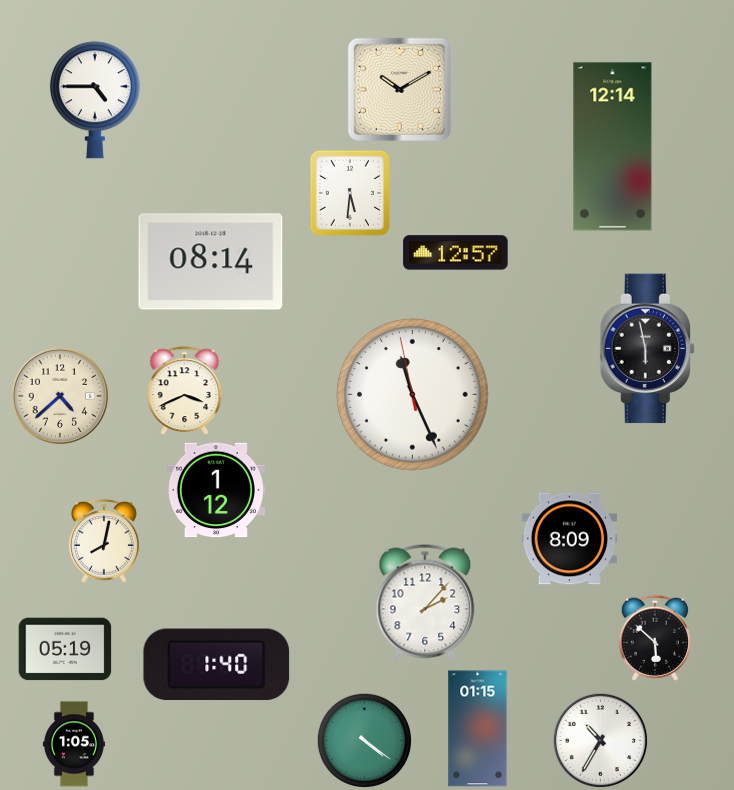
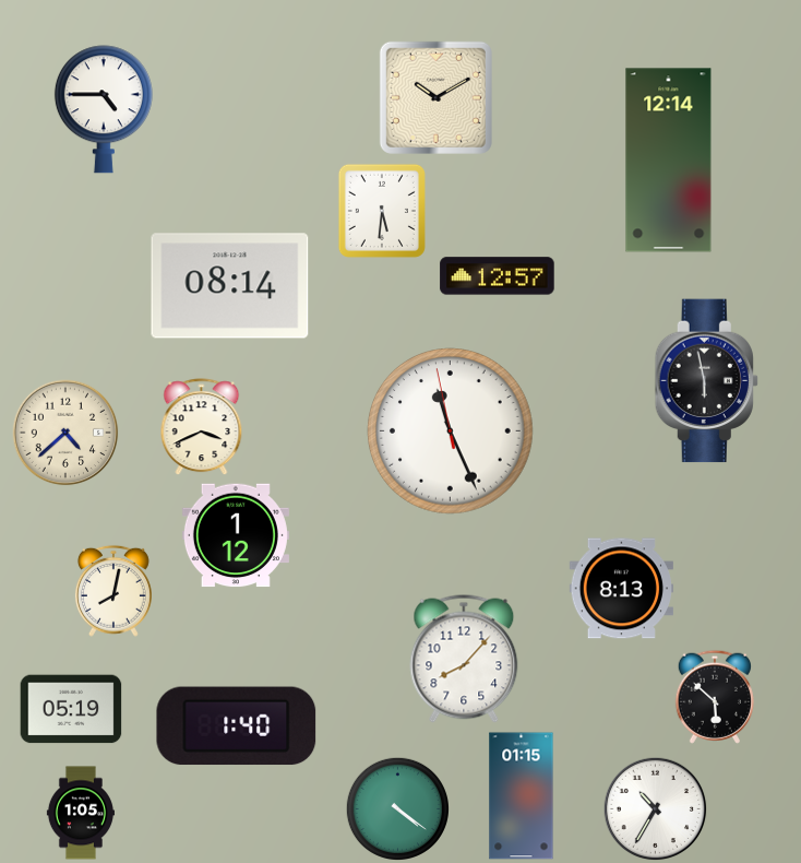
clock at (569, 539): 8:09 -> 8:13
clock at (425, 603): 2:07 -> 8:07
